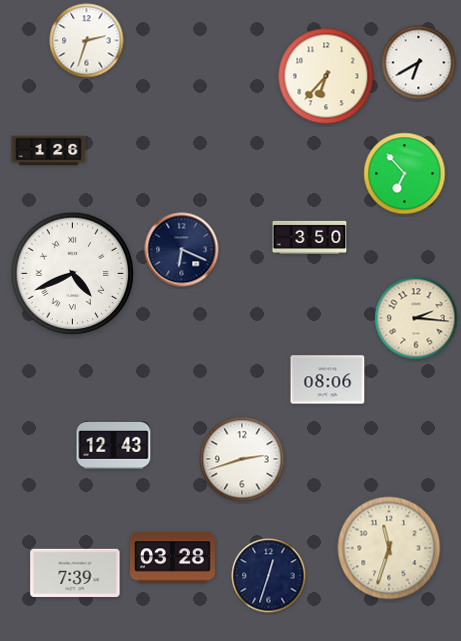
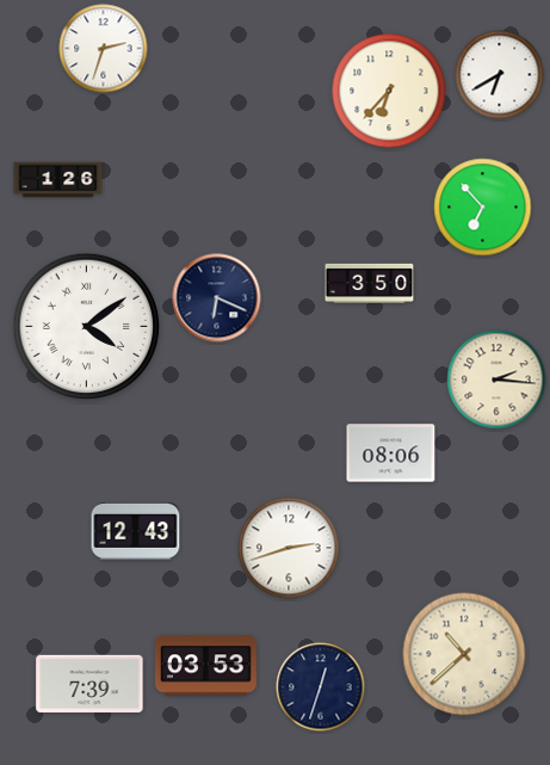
clock at (73, 274): 4:41 -> 4:09
clock at (389, 548): 11:33 -> 10:38
clock at (172, 558): 03:28 -> 03:53
